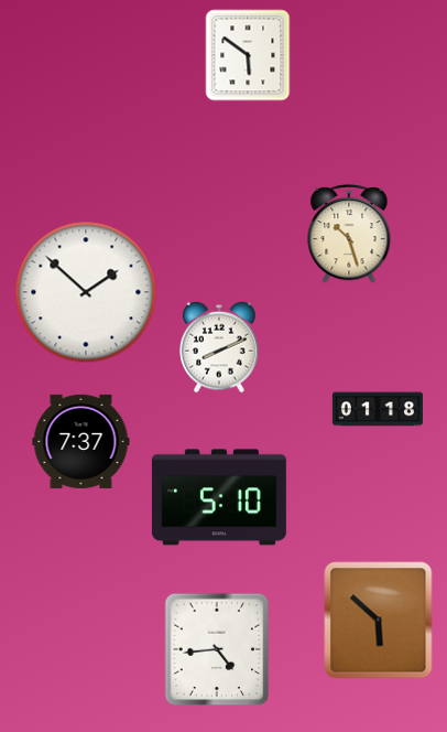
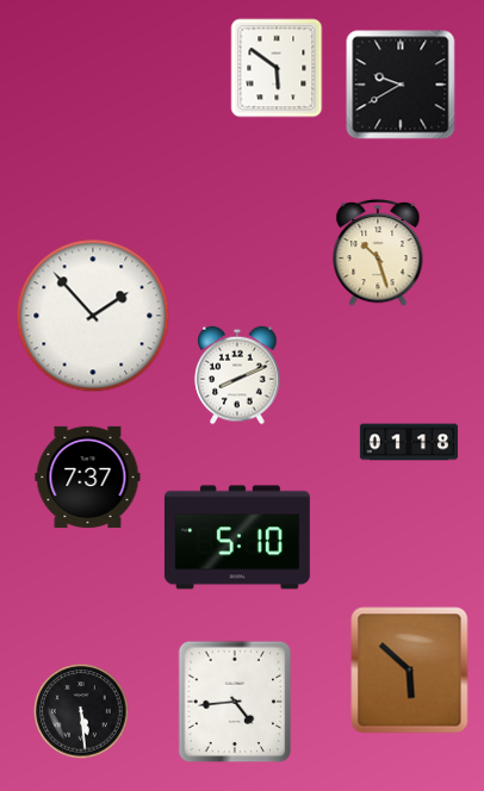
clock at (248, 55) position: (248, 55) -> (277, 68)
clock at (401, 85): none -> 9:40
clock at (86, 292): 1:52 -> 1:53
clock at (81, 711): none -> 5:29
